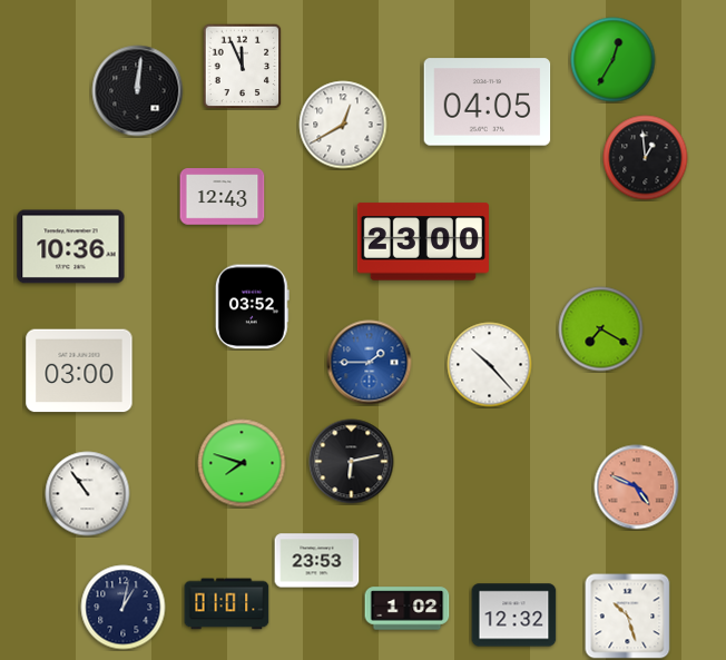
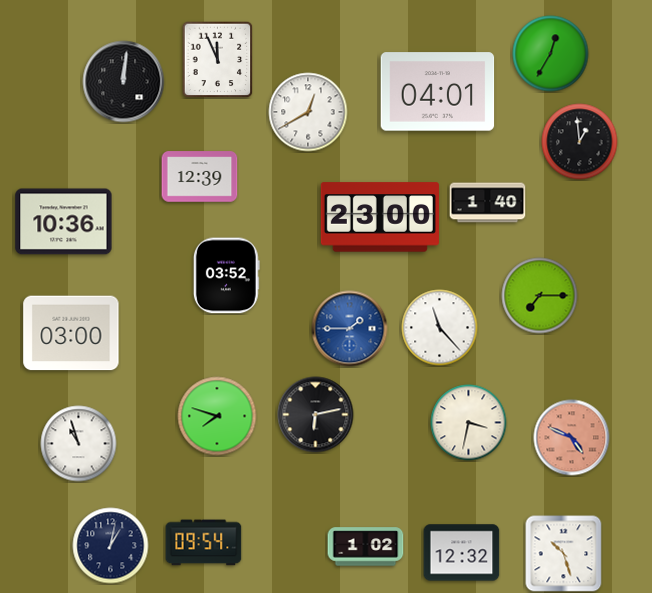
clock at (488, 102): 04:05 -> 04:01
clock at (223, 197): 12:43 -> 12:39
clock at (488, 203): none -> 1:40
clock at (601, 329): 7:20 -> 7:15
clock at (370, 363) position: (370, 363) -> (350, 329)
clock at (490, 365): 10:23 -> 11:23
clock at (469, 423): none -> 3:32
clock at (88, 494): 10:54 -> 10:57
clock at (317, 561): 23:53 -> none
clock at (227, 604): 01:01 -> 09:54
